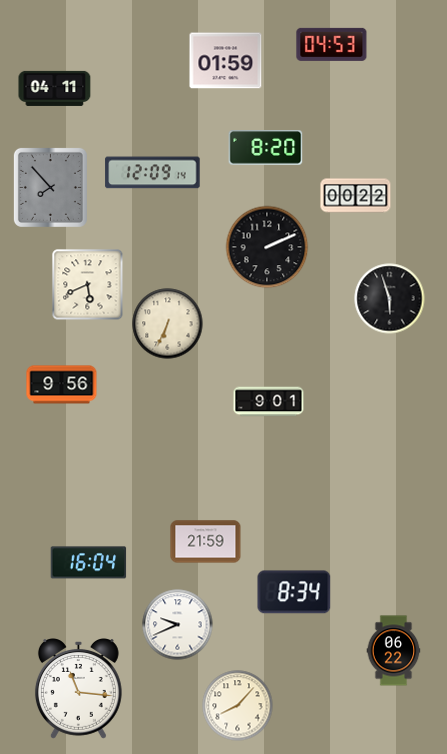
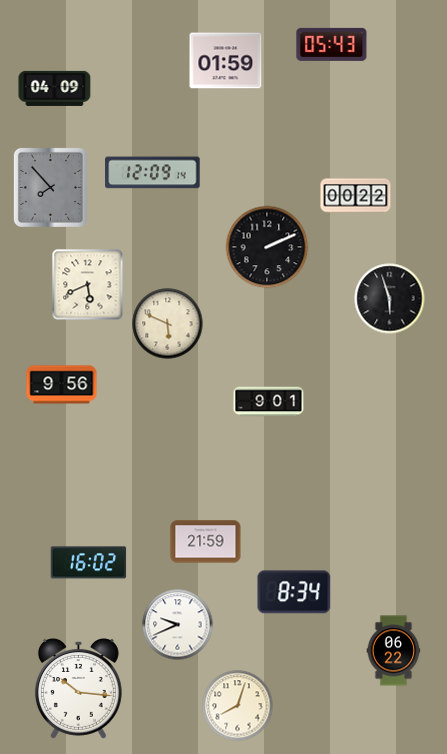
clock at (332, 44): 04:53 -> 05:43
clock at (55, 88): 04:11 -> 04:09
clock at (266, 148): 8:20 -> none
clock at (168, 324): 6:34 -> 5:49
clock at (89, 563): 16:04 -> 16:02
clock at (78, 689): 11:16 -> 10:16
clock at (238, 706): 8:07 -> 8:03
